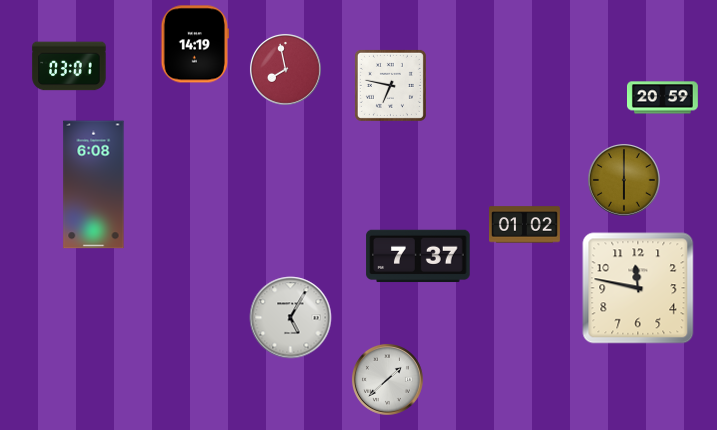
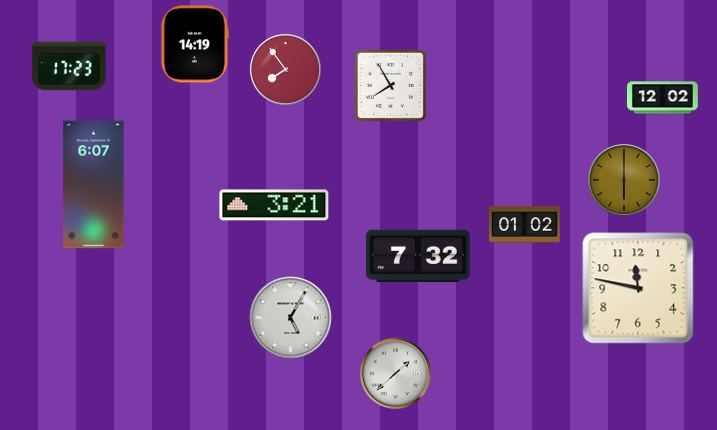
clock at (69, 66): 03:01 -> 17:23
clock at (285, 69): 7:58 -> 7:54
clock at (390, 85): 6:47 -> 7:55
clock at (663, 98): 20:59 -> 12:02
clock at (94, 185): 6:08 -> 6:07
clock at (274, 205): none -> 3:21
clock at (418, 256): 7:37 -> 7:32
clock at (387, 379) position: (387, 379) -> (395, 373)
